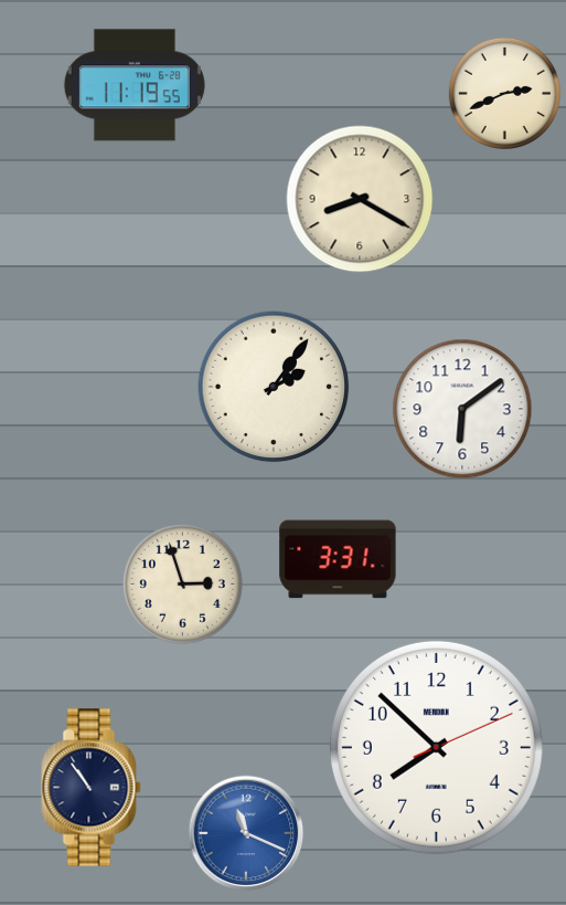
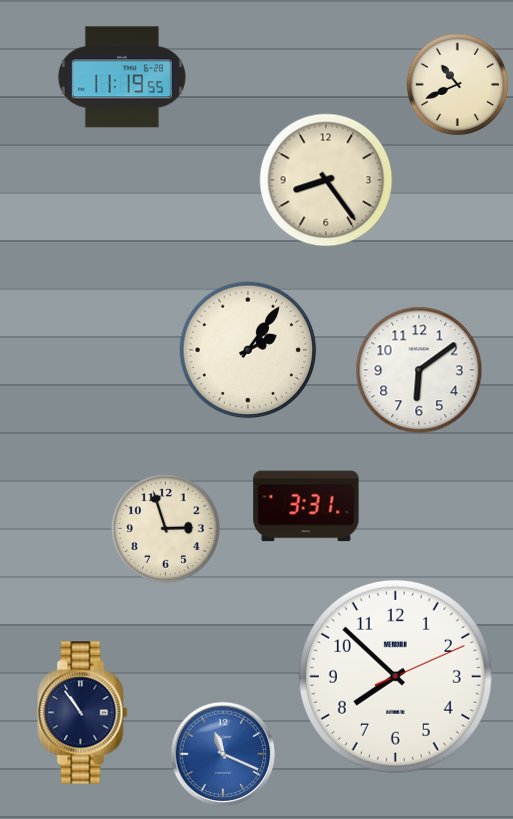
clock at (504, 93): 2:41 -> 10:41
clock at (360, 199): 8:20 -> 8:24
